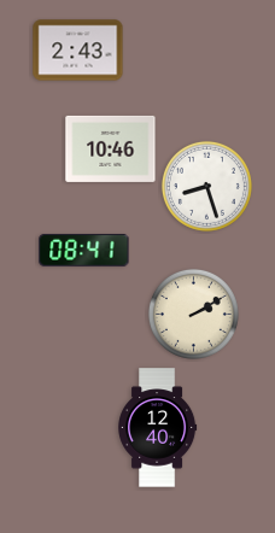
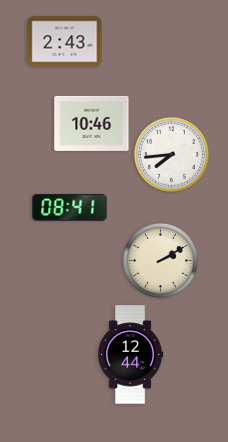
clock at (206, 186): 8:27 -> 7:44
clock at (158, 428): 12:40 -> 12:44
